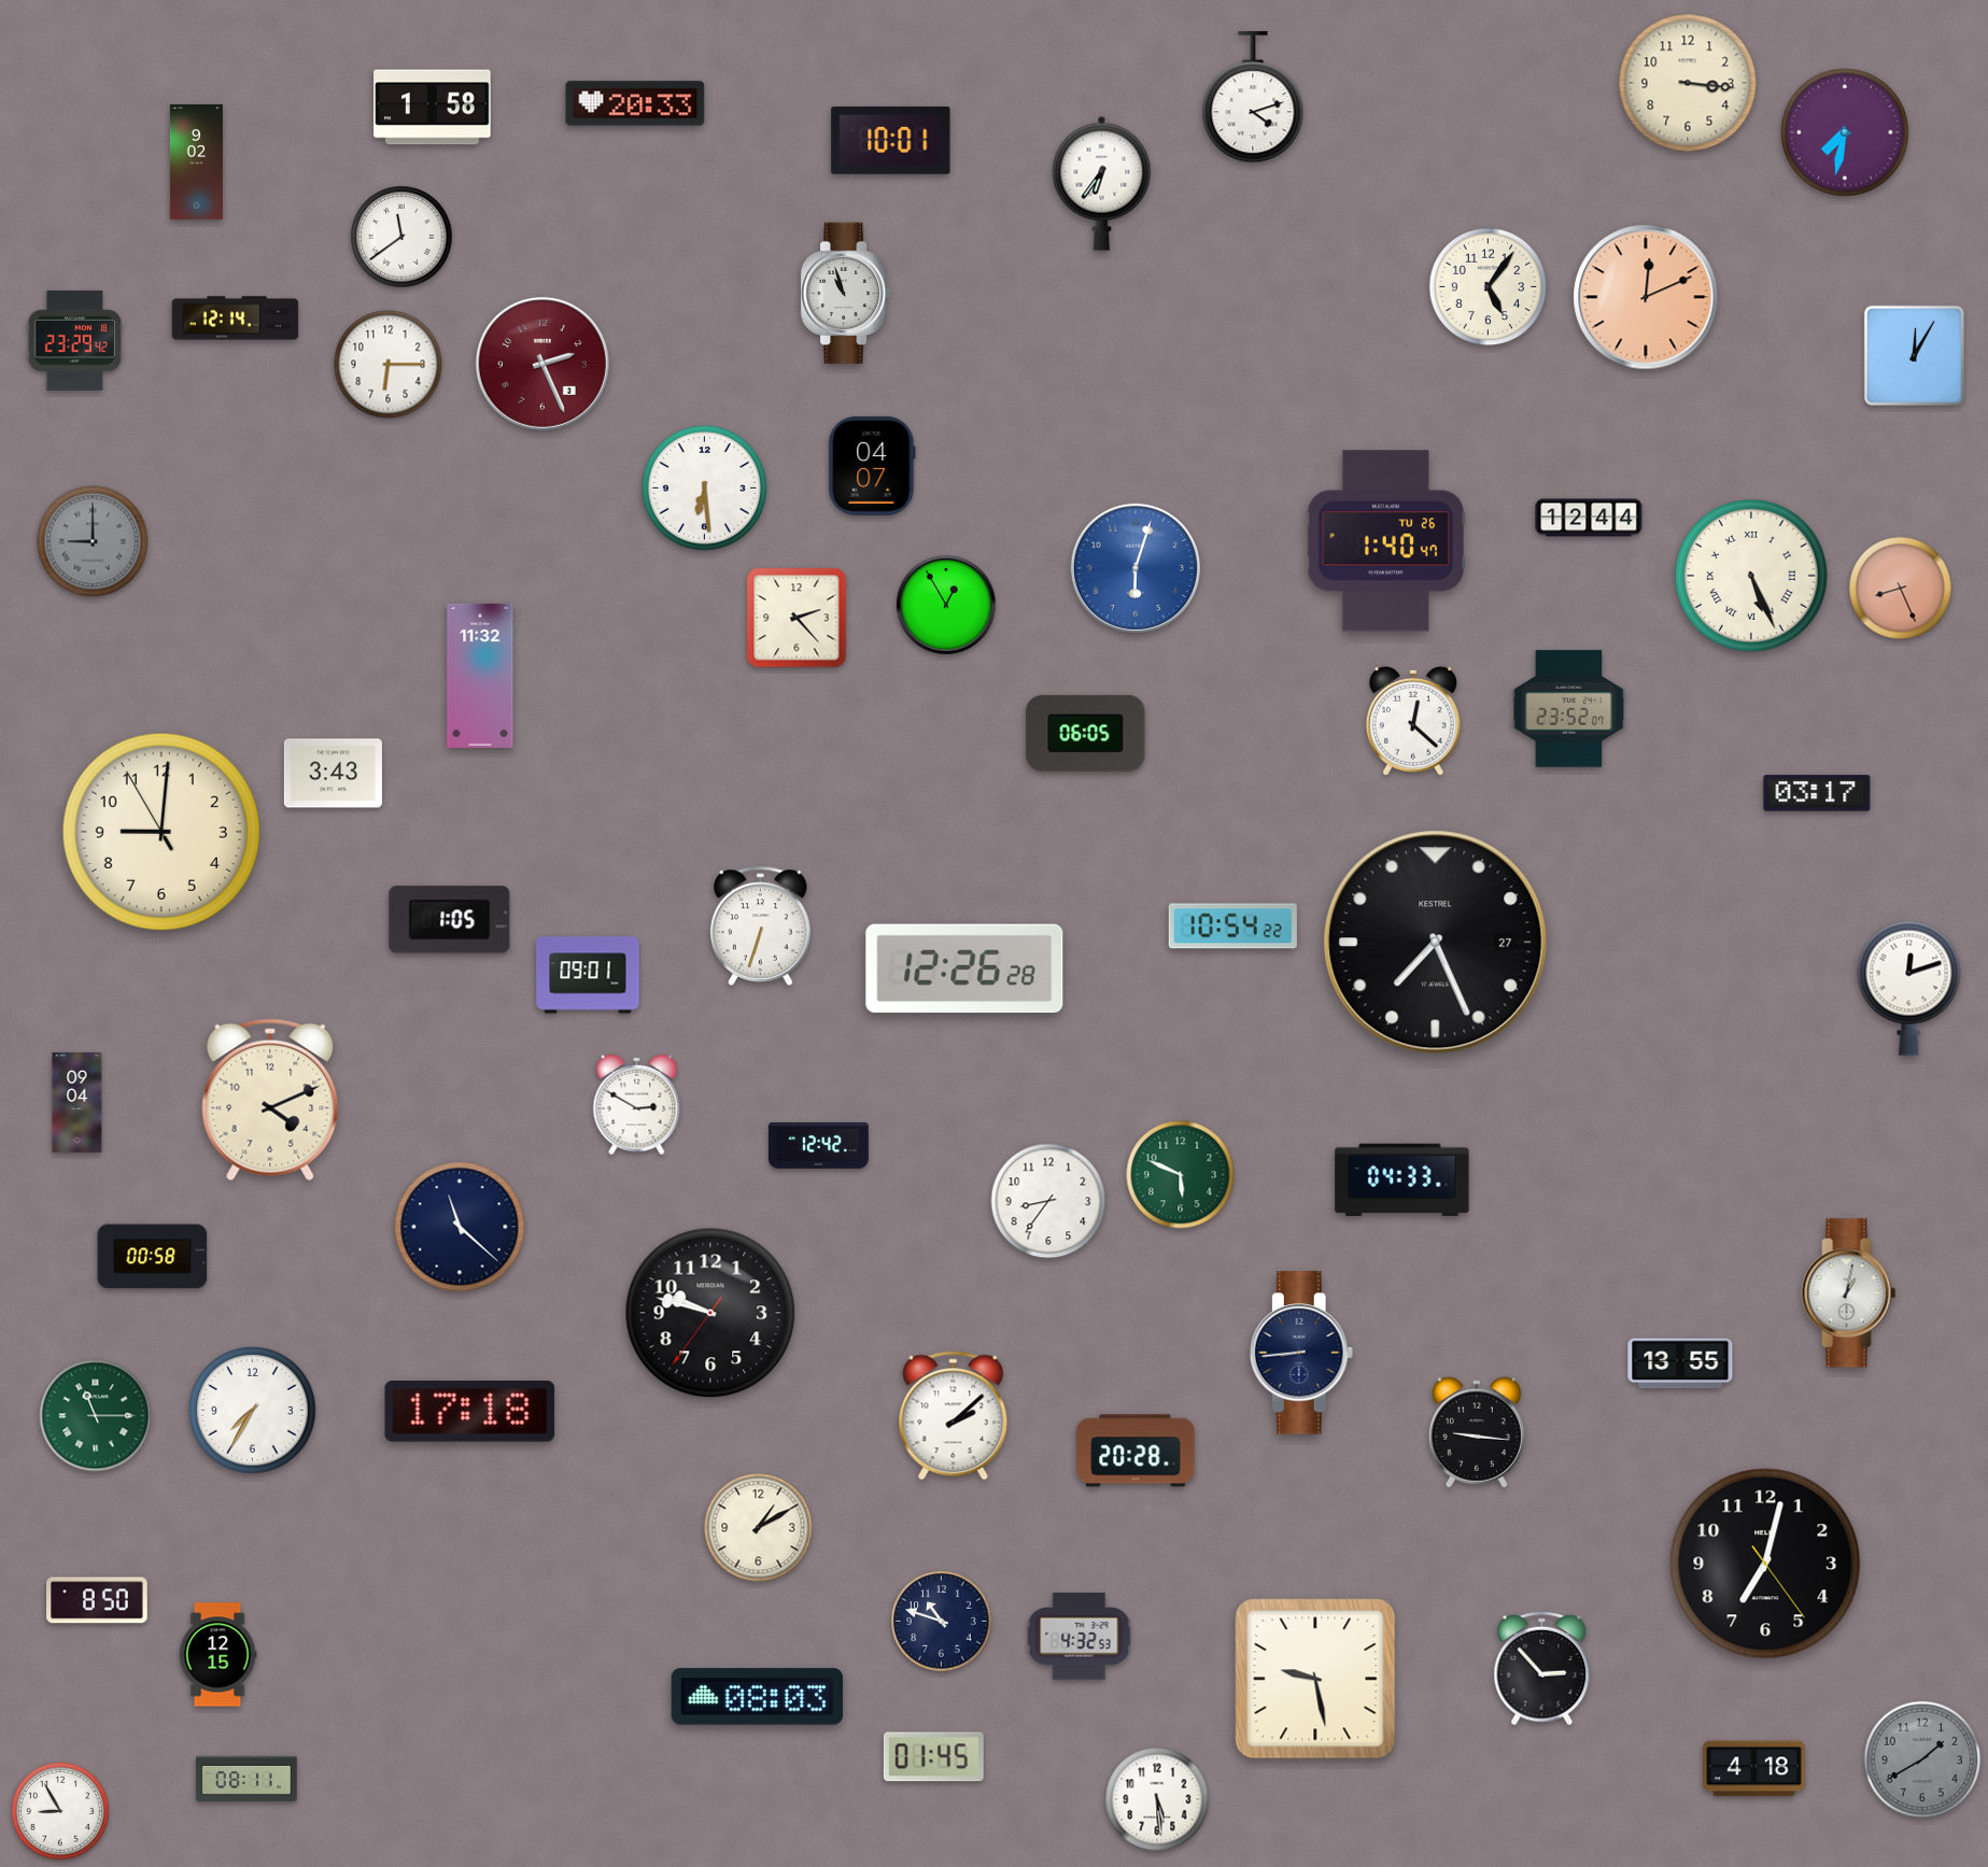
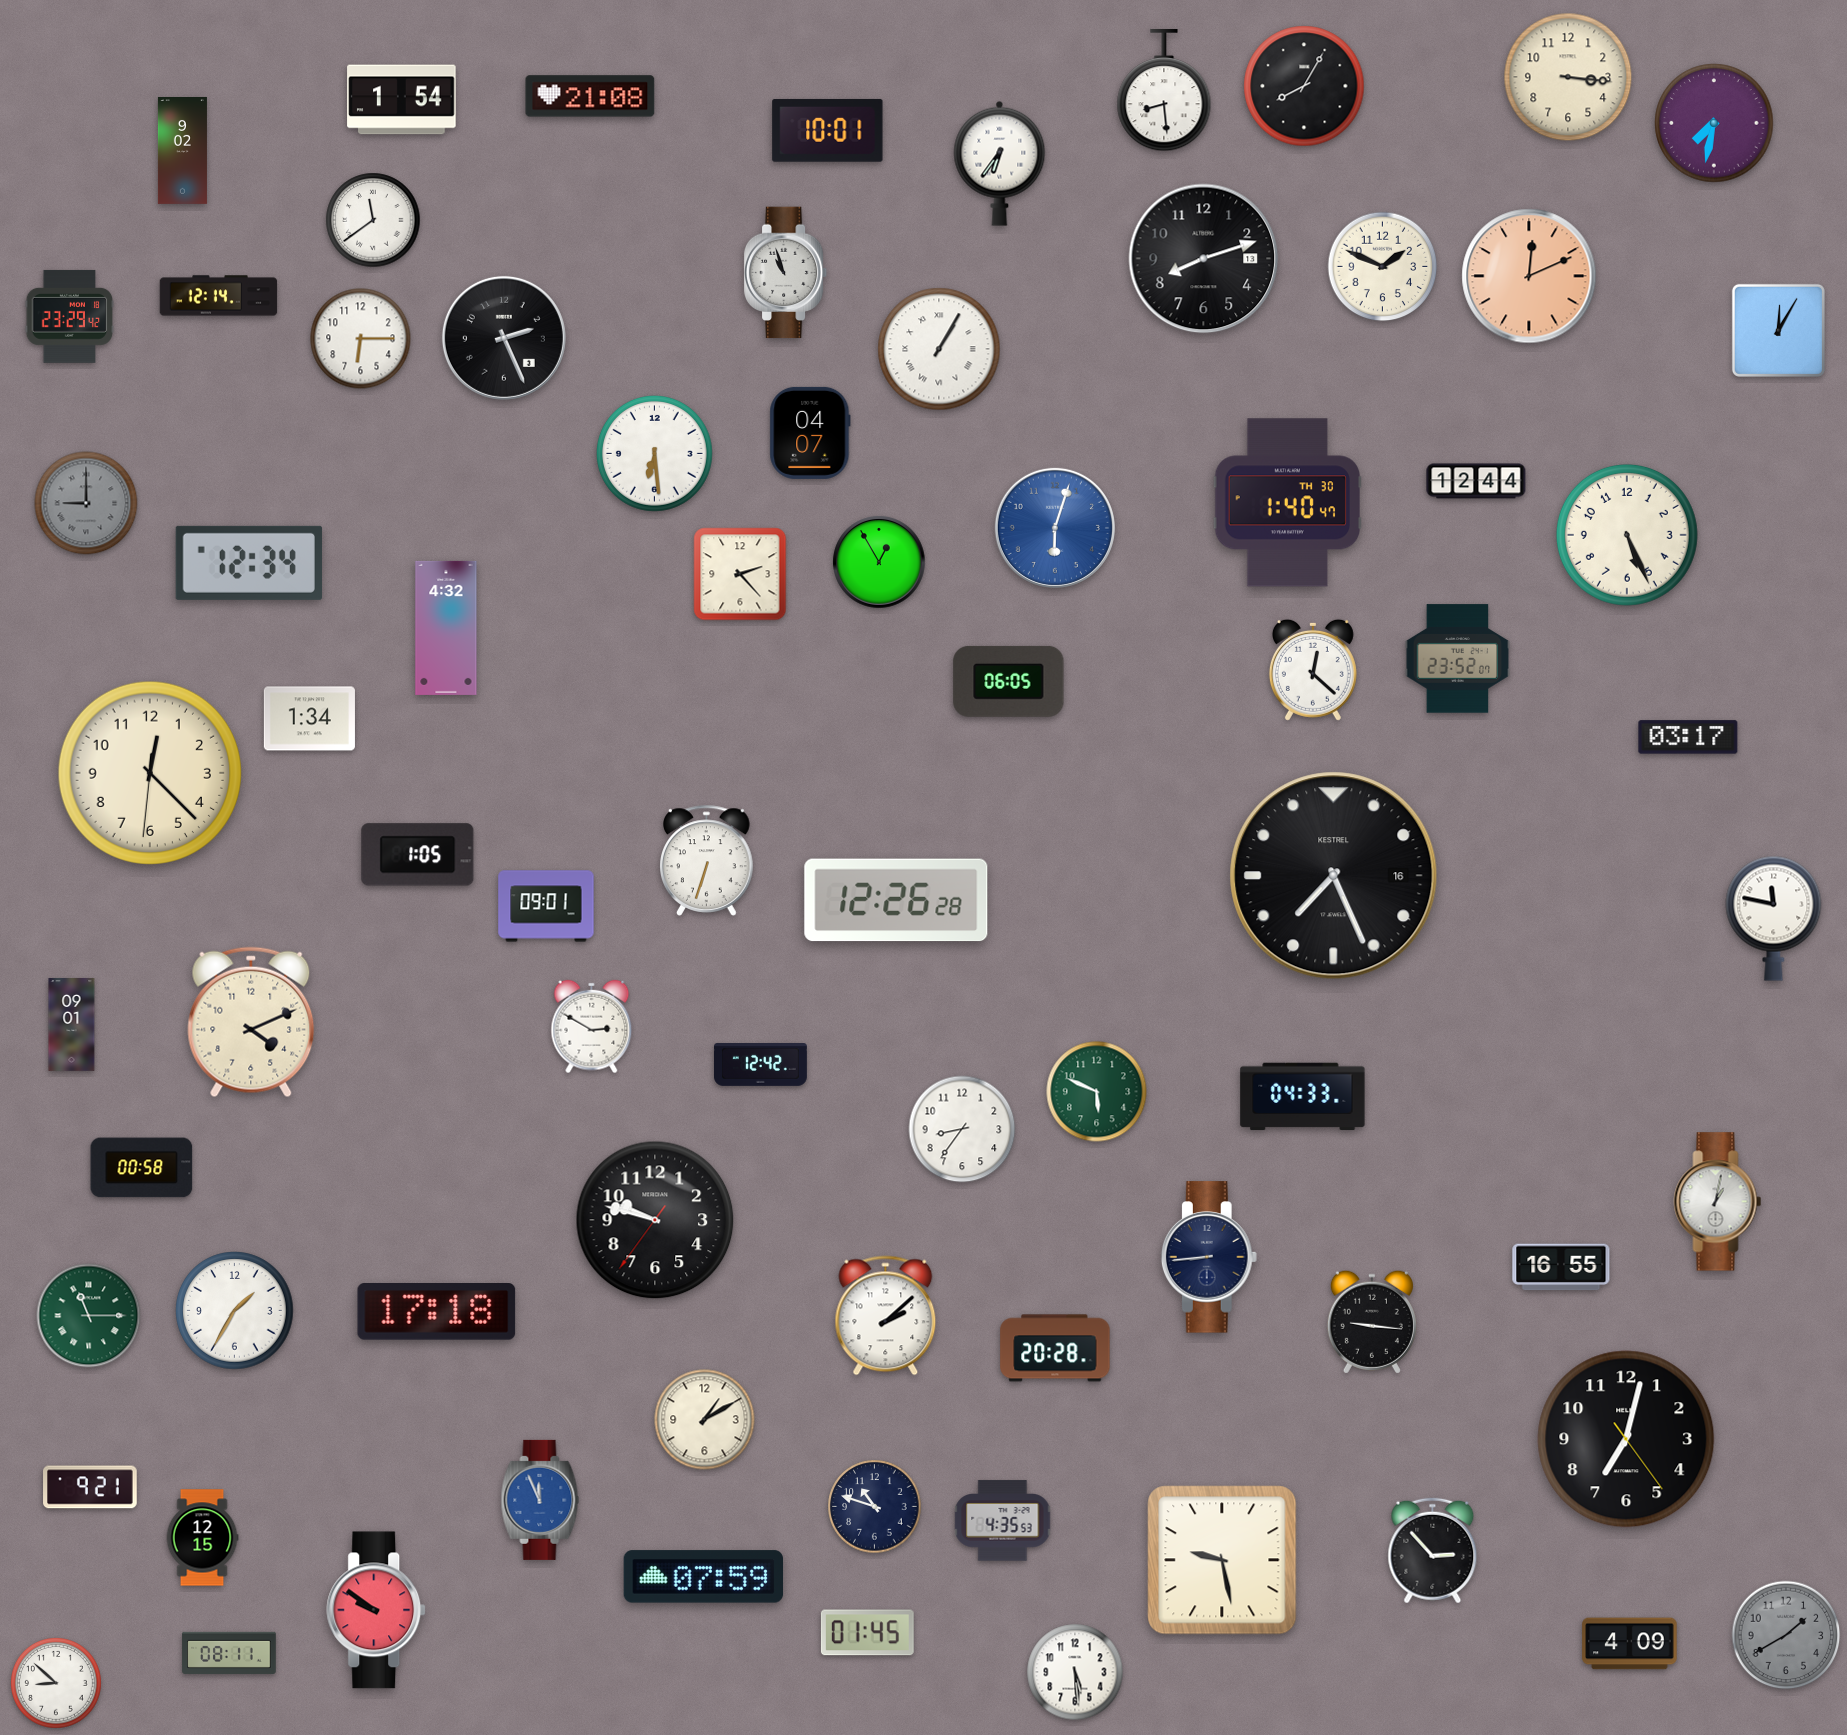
clock at (1304, 86): none -> 8:05
clock at (1253, 98): 4:12 -> 8:29
clock at (635, 103): 20:33 -> 21:08
clock at (433, 108): 1:58 -> 1:54
clock at (1102, 183) position: (1102, 183) -> (1000, 163)
clock at (1204, 259): none -> 8:12
clock at (1489, 287): 5:06 -> 1:49
clock at (542, 364) dial: burgundy -> black
clock at (939, 349): none -> 1:05
clock at (1385, 541) date: TU 26 -> TH 30
clock at (1751, 576) numerals: Roman -> Arabic
clock at (1901, 589): 8:26 -> none
clock at (249, 563): none -> 12:34
clock at (480, 676): 11:32 -> 4:32
clock at (333, 774): 3:43 -> 1:34
clock at (161, 832): 9:00 -> 12:22
clock at (1232, 927): 10:54 -> none
clock at (1436, 943) date: 27 -> 16
clock at (1909, 988): 12:12 -> 11:47
clock at (77, 1103): 09:04 -> 09:01
clock at (1048, 1201) position: (1048, 1201) -> (962, 1129)
clock at (460, 1227): 11:22 -> none
clock at (710, 1313) position: (710, 1313) -> (655, 1220)
clock at (1680, 1363): 13:55 -> 16:55
clock at (253, 1411): 7:35 -> 1:35
clock at (1477, 1432) position: (1477, 1432) -> (1372, 1322)
clock at (1765, 1564) position: (1765, 1564) -> (1626, 1439)
clock at (97, 1600): 8:50 -> 9:21
clock at (540, 1500): none -> 11:56
clock at (1080, 1637): 4:32 -> 4:35
clock at (758, 1697): 08:03 -> 07:59
clock at (377, 1610): none -> 9:51
clock at (1754, 1769): 4:18 -> 4:09
clock at (61, 1812): 8:55 -> 8:52
